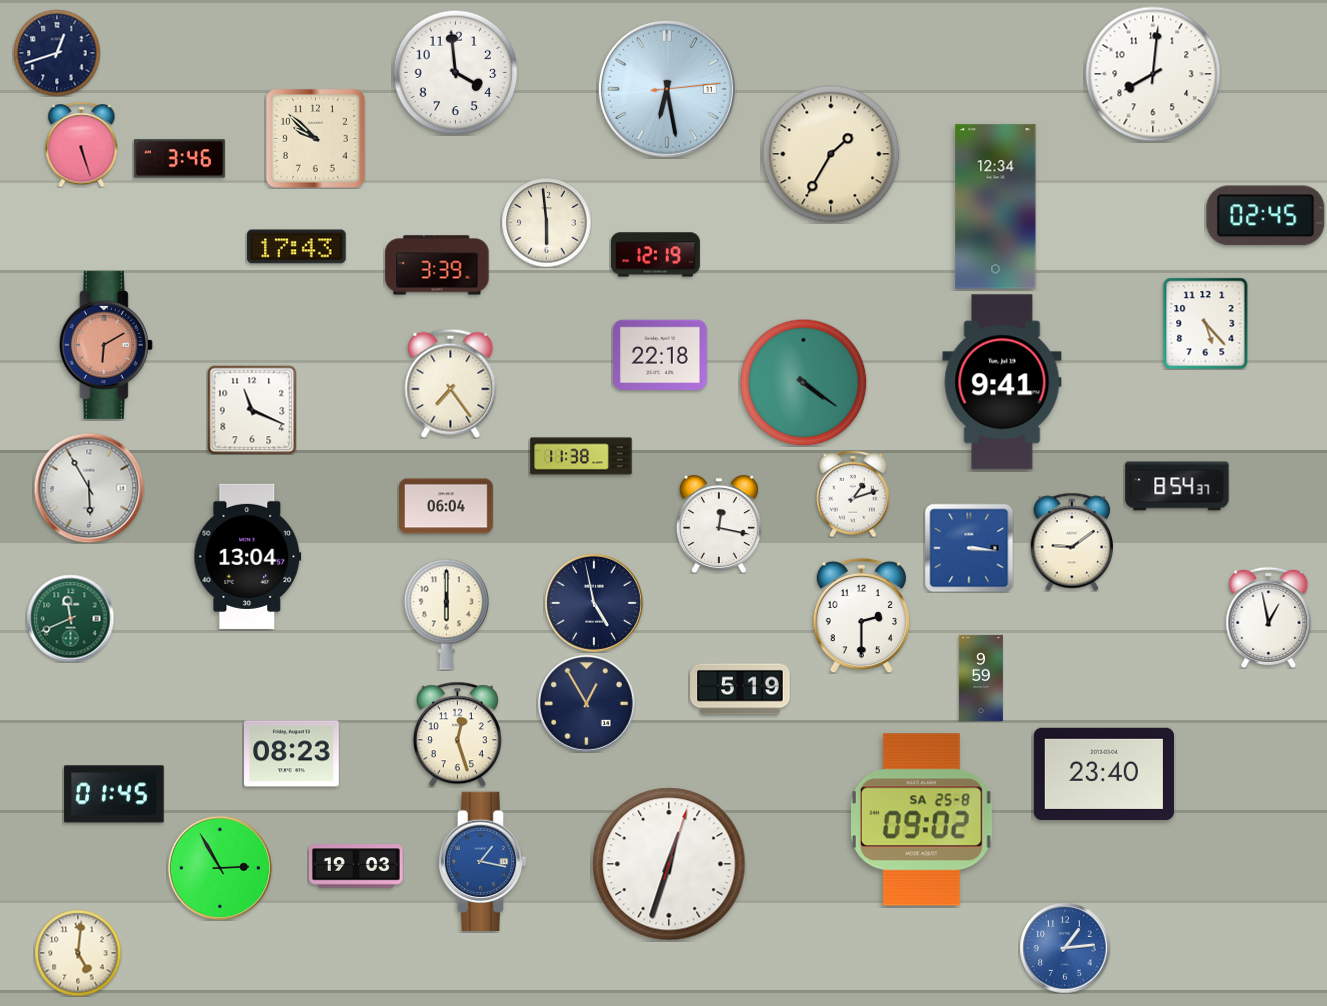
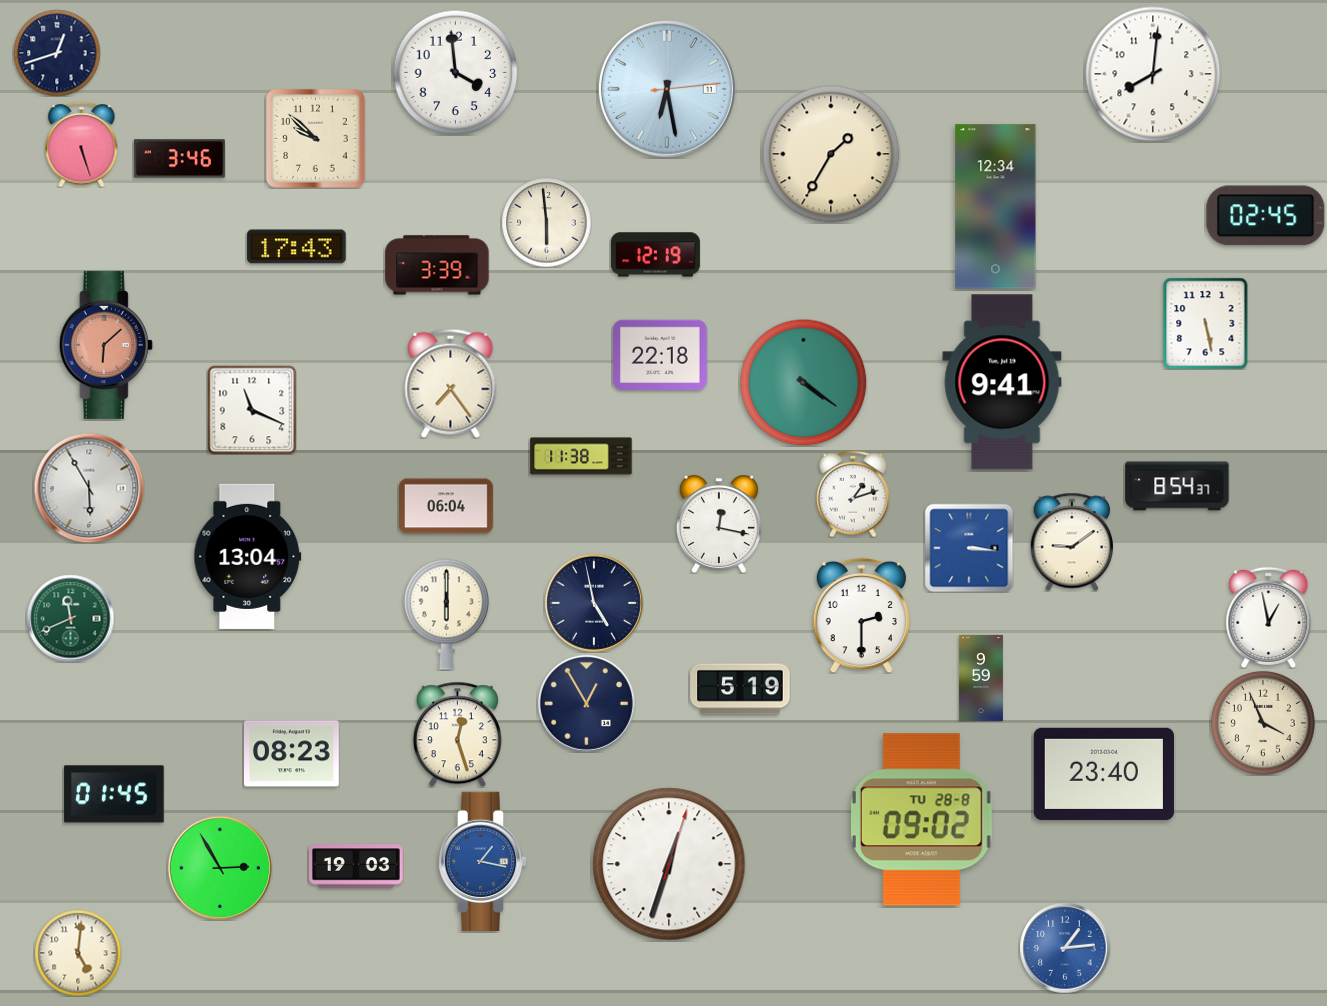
clock at (1206, 323): 5:23 -> 5:28
clock at (106, 345): 6:10 -> 6:08
clock at (1263, 723): none -> 3:56
clock at (921, 820) date: SA 25-8 -> TU 28-8
